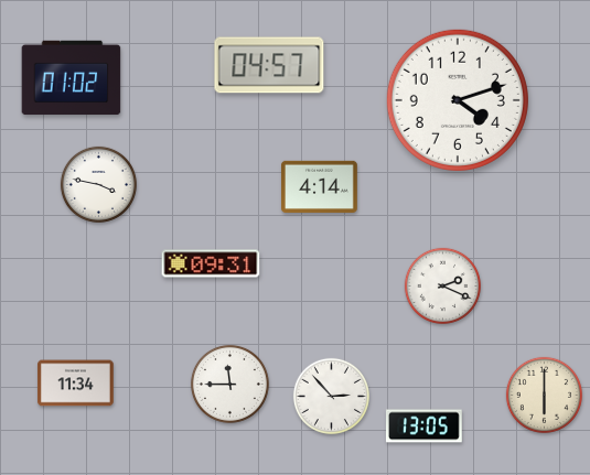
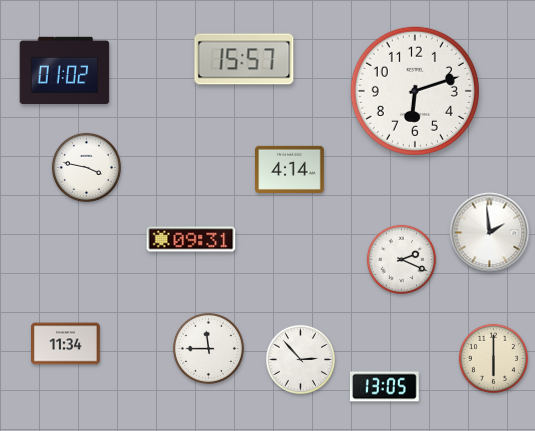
clock at (269, 65): 04:57 -> 15:57
clock at (458, 100): 4:12 -> 6:12
clock at (98, 184) position: (98, 184) -> (86, 167)
clock at (490, 233): none -> 1:59
clock at (76, 384) position: (76, 384) -> (66, 344)
